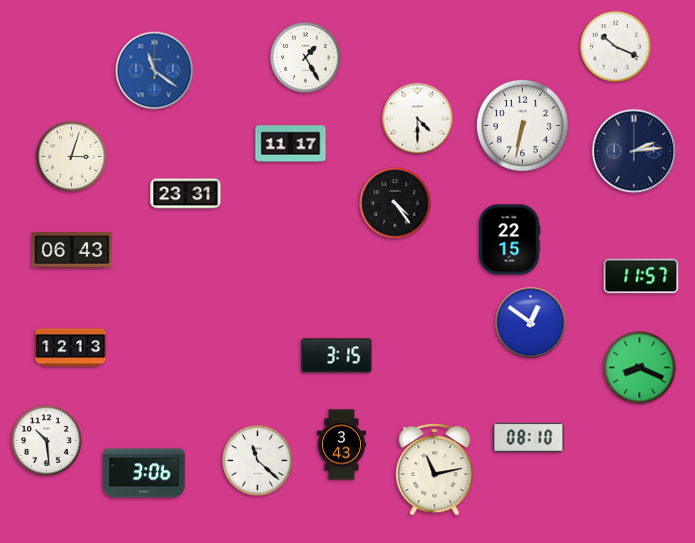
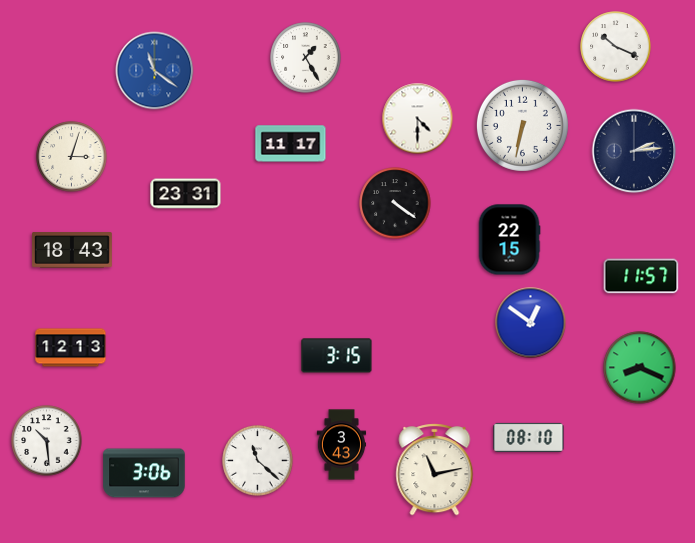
clock at (395, 203): 4:24 -> 4:21
clock at (73, 250): 06:43 -> 18:43
